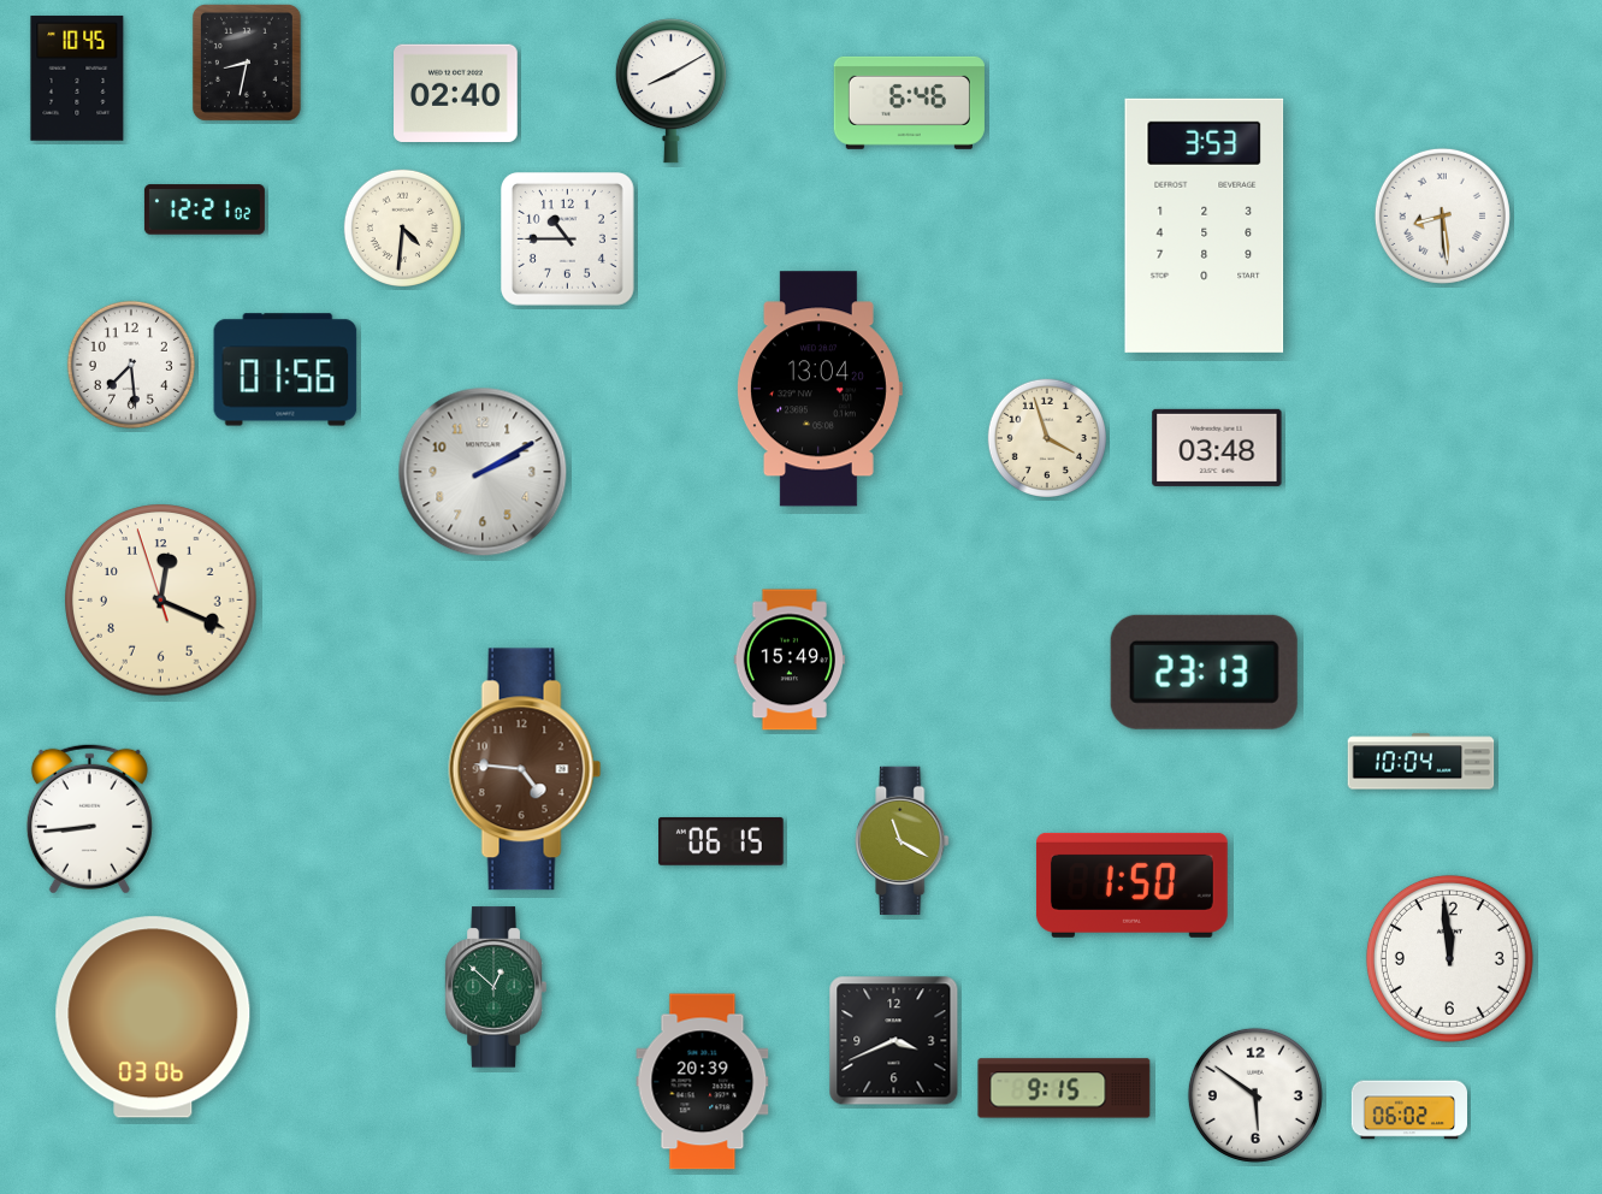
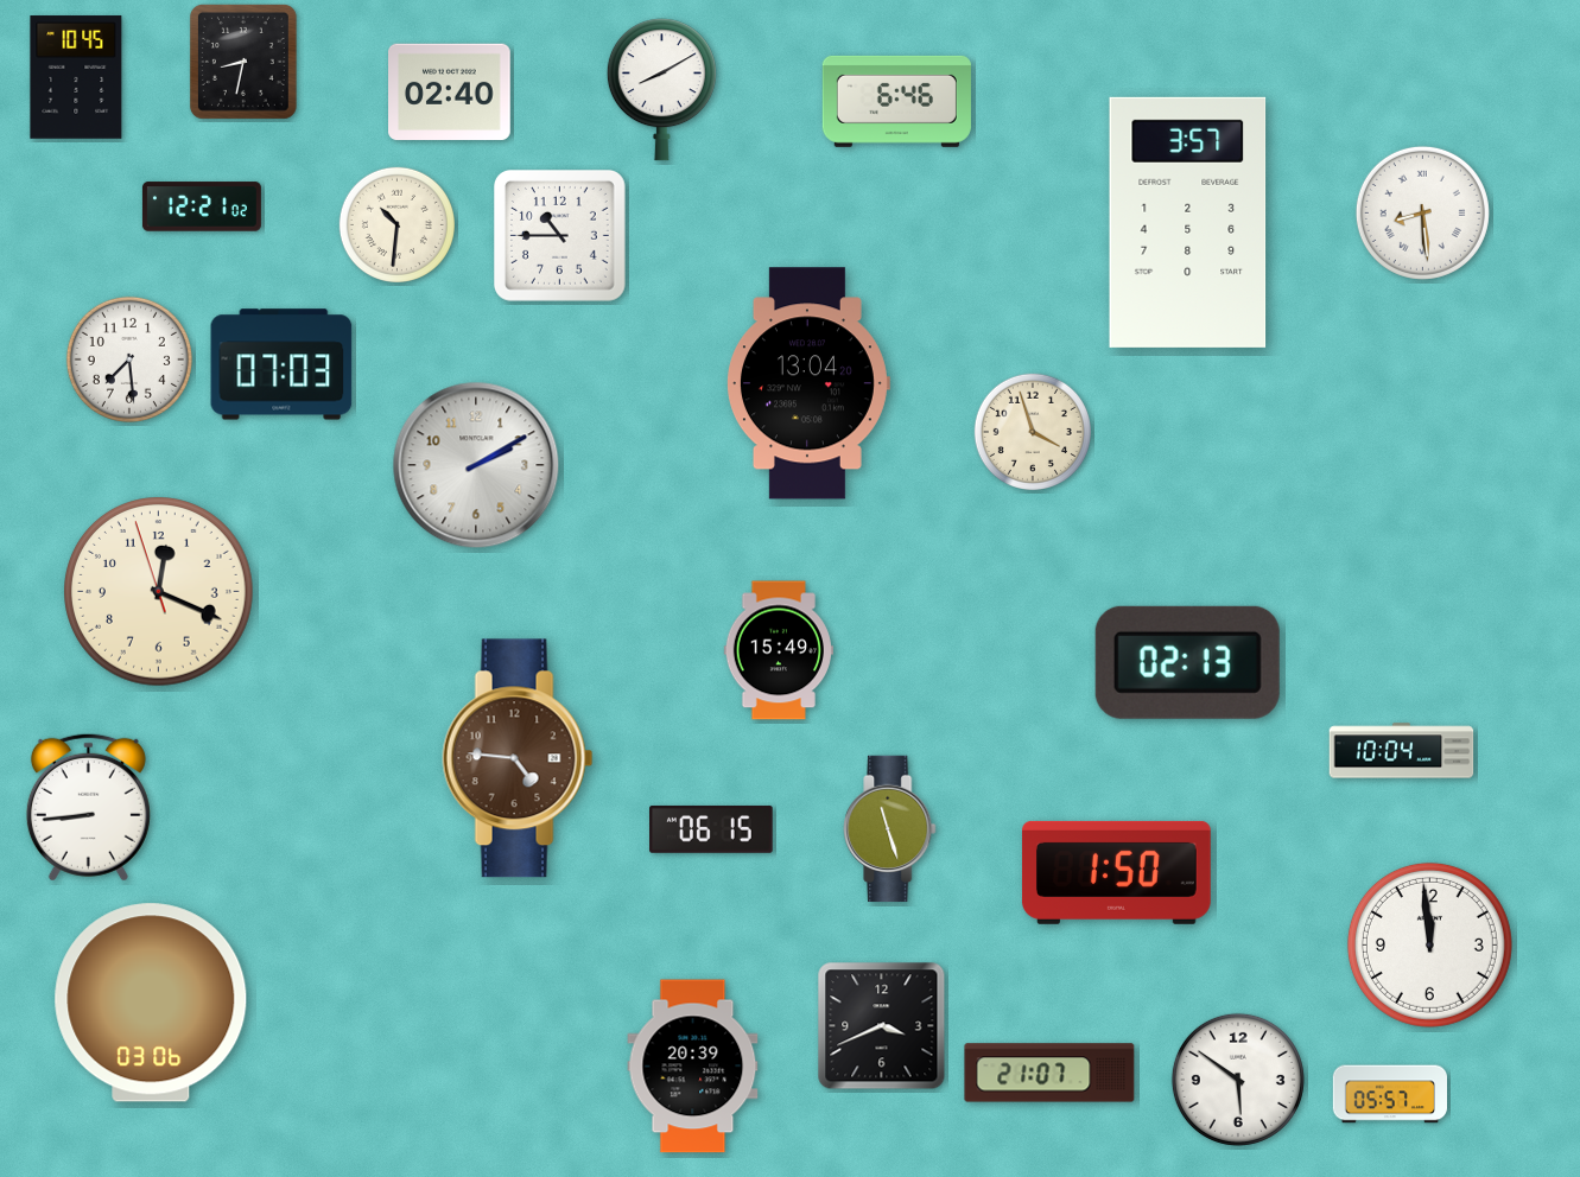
clock at (1205, 225): 3:53 -> 3:57
clock at (402, 227): 4:31 -> 10:31
clock at (285, 370): 01:56 -> 07:03
clock at (1217, 448): 03:48 -> none
clock at (1204, 672): 23:13 -> 02:13
clock at (903, 841): 11:20 -> 11:27
clock at (496, 987): 12:52 -> none
clock at (1064, 1088): 9:15 -> 21:07
clock at (1408, 1110): 06:02 -> 05:57
